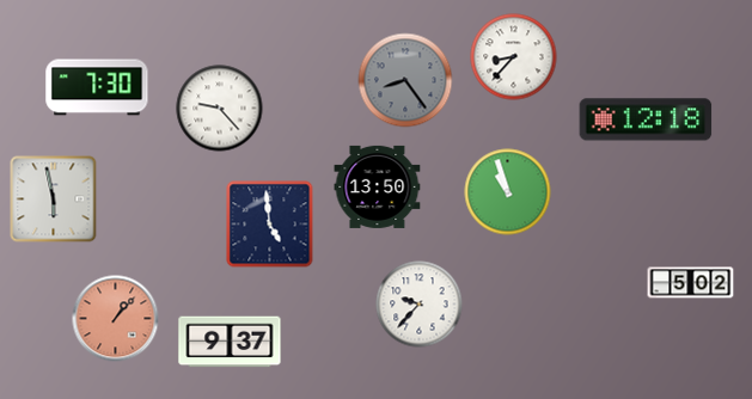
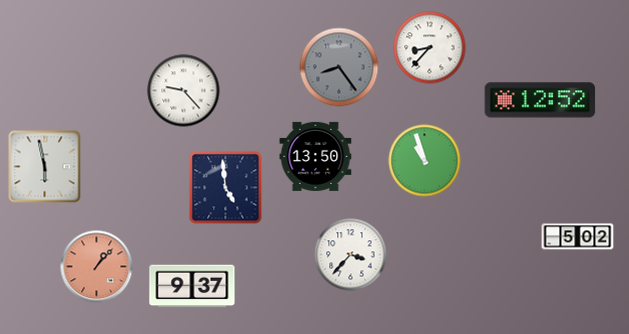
clock at (97, 87): 7:30 -> none
clock at (646, 119): 12:18 -> 12:52
clock at (420, 305): 9:37 -> 3:37
